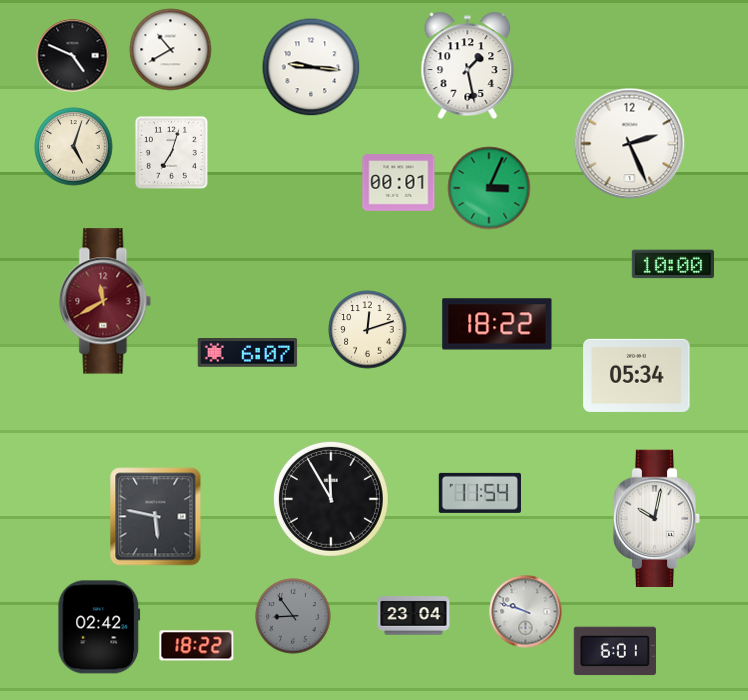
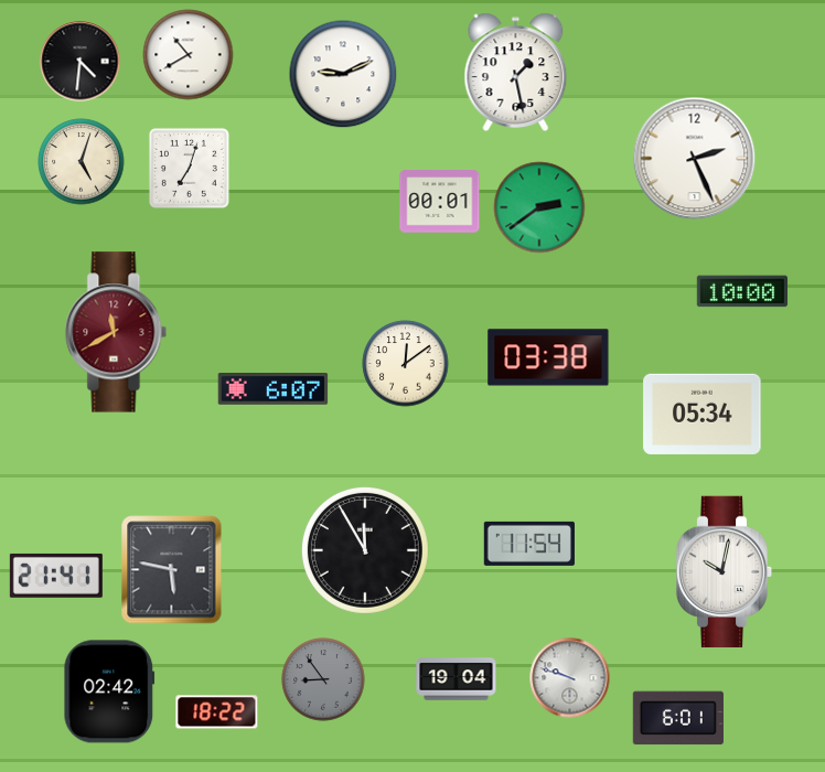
clock at (73, 56): 4:49 -> 4:31
clock at (311, 67): 9:16 -> 9:11
clock at (489, 188): 3:04 -> 2:39
clock at (497, 324): 18:22 -> 03:38
clock at (368, 330): 12:12 -> 12:09
clock at (56, 576): none -> 21:41
clock at (526, 612) position: (526, 612) -> (570, 678)
clock at (414, 616): 23:04 -> 19:04
